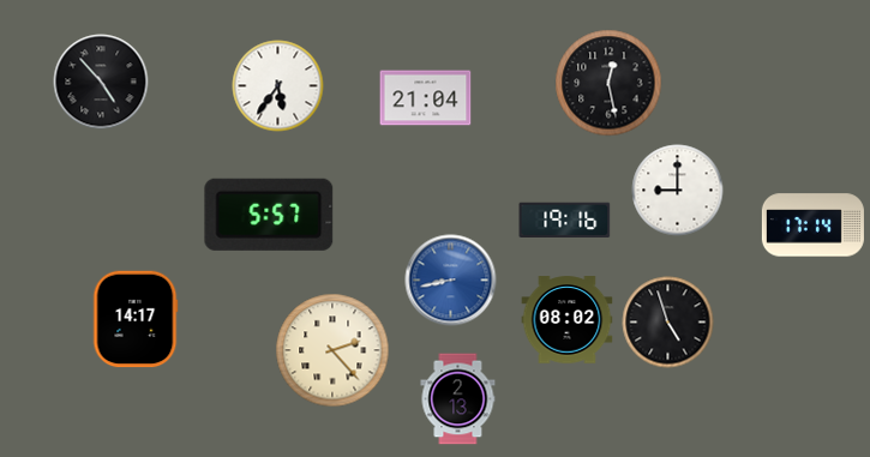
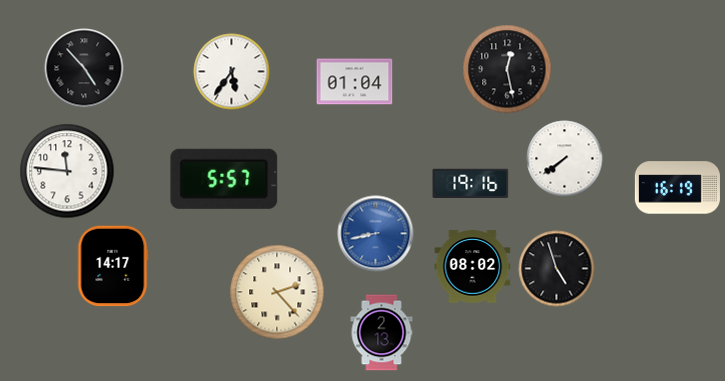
clock at (426, 98): 21:04 -> 01:04
clock at (678, 191): 9:00 -> 7:39
clock at (67, 171): none -> 11:46
clock at (812, 226): 17:14 -> 16:19
